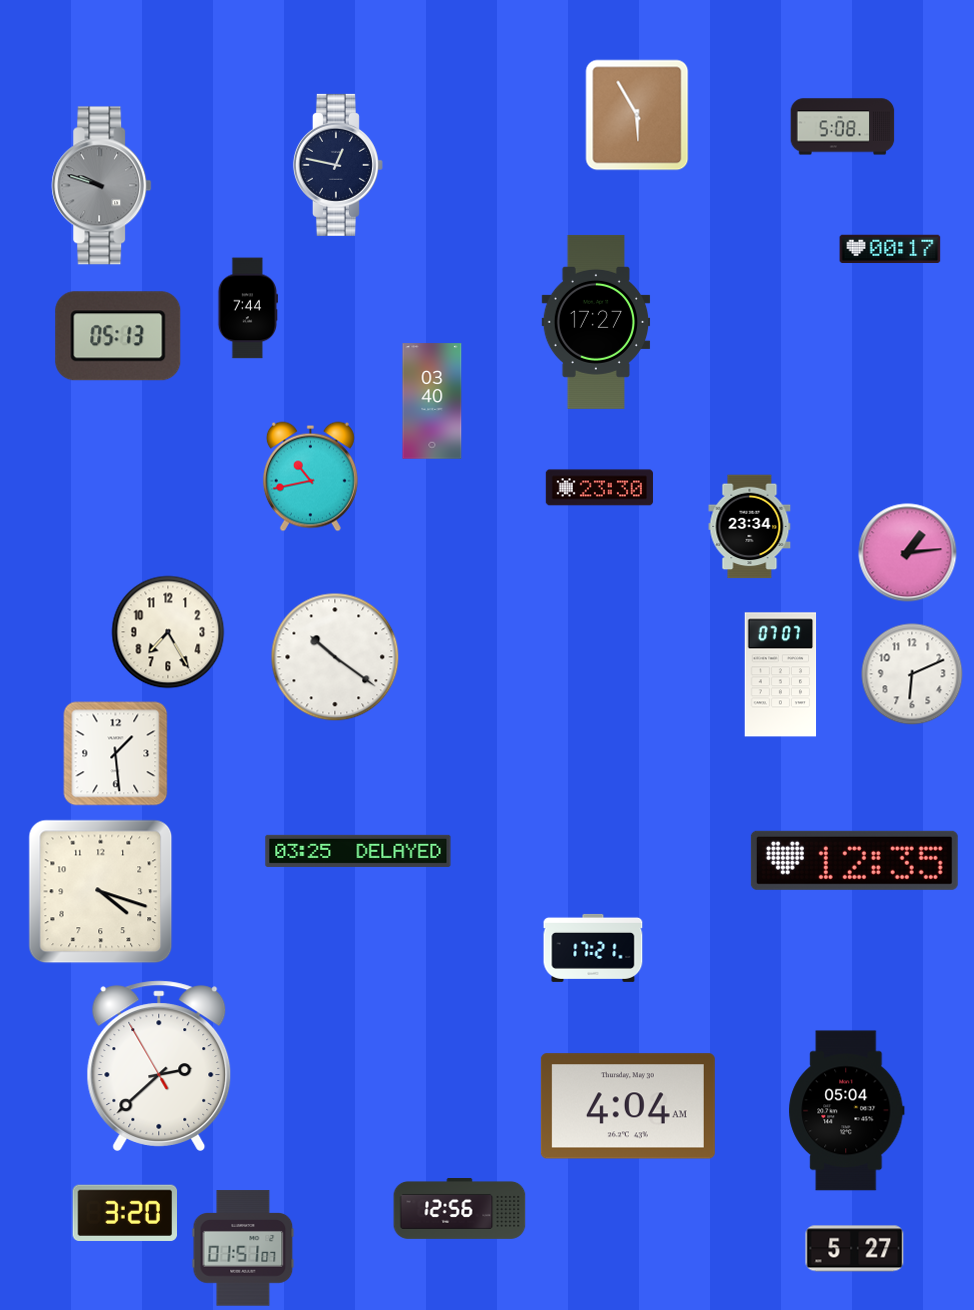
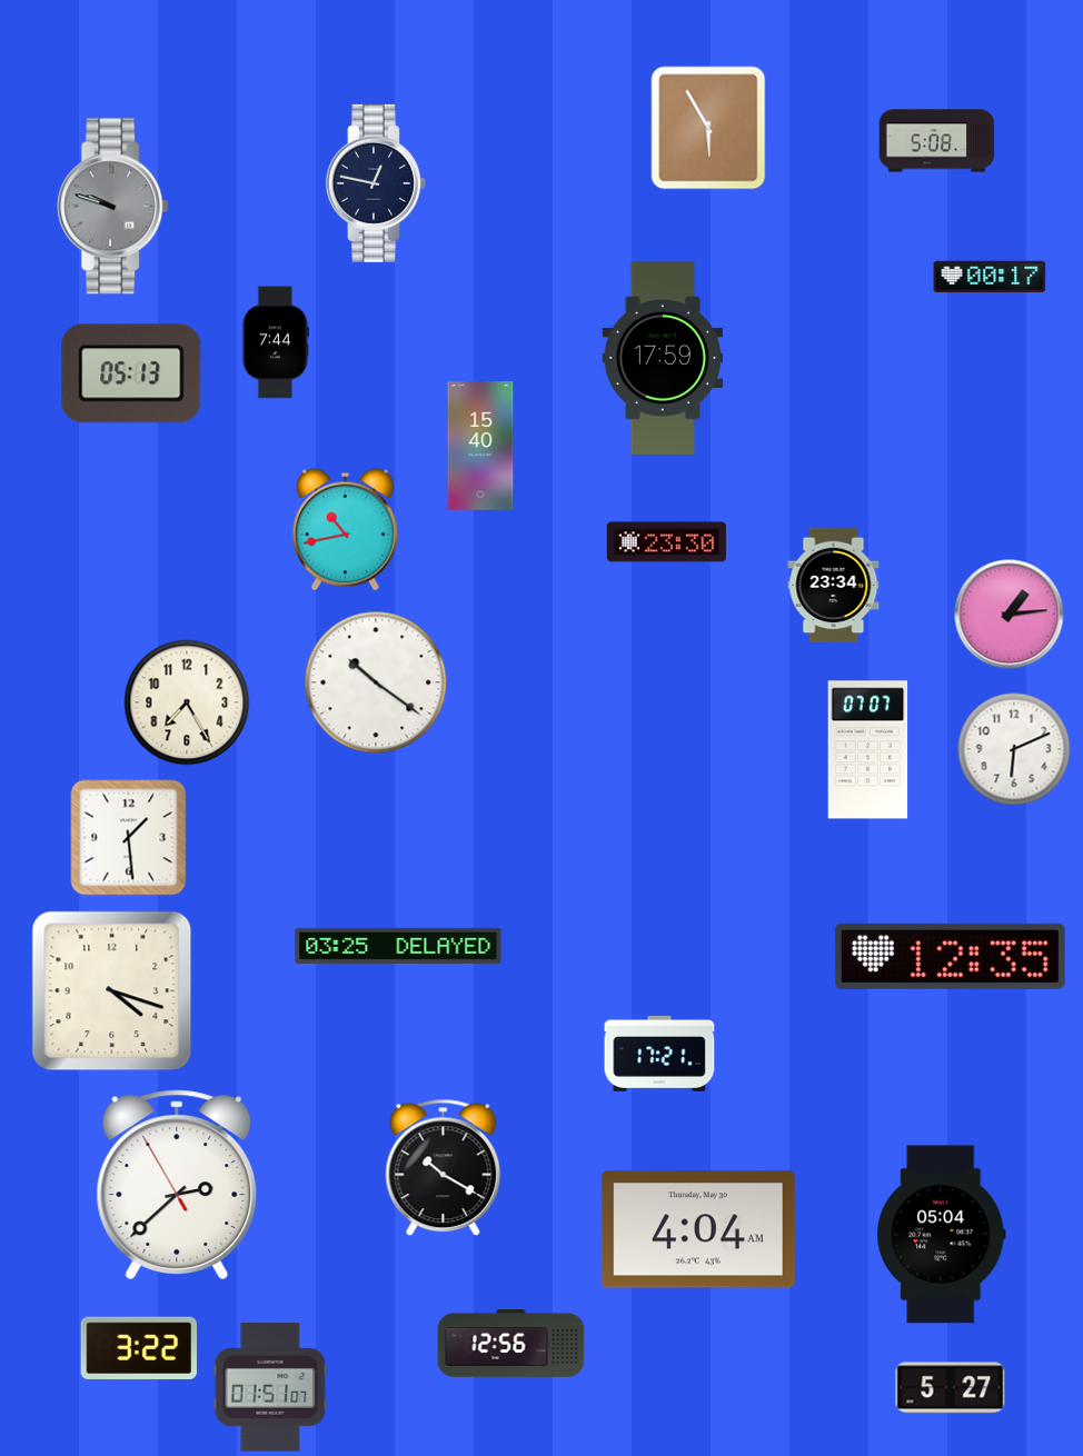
clock at (596, 322): 17:27 -> 17:59
clock at (432, 401): 03:40 -> 15:40
clock at (335, 657) position: (335, 657) -> (376, 682)
clock at (444, 1168): none -> 10:20
clock at (124, 1213): 3:20 -> 3:22
